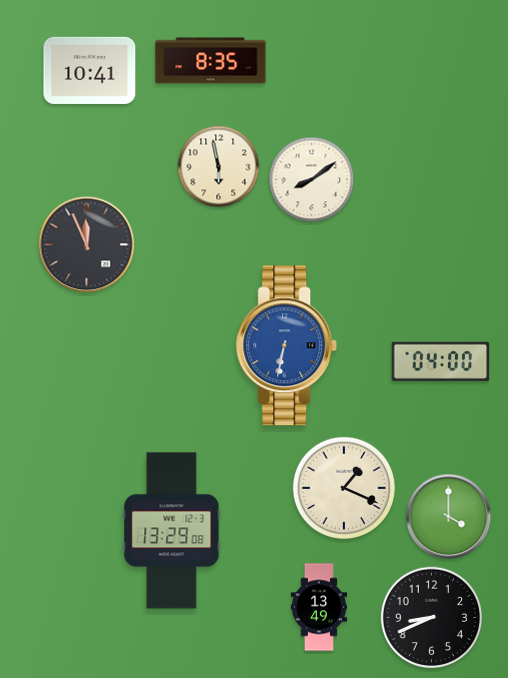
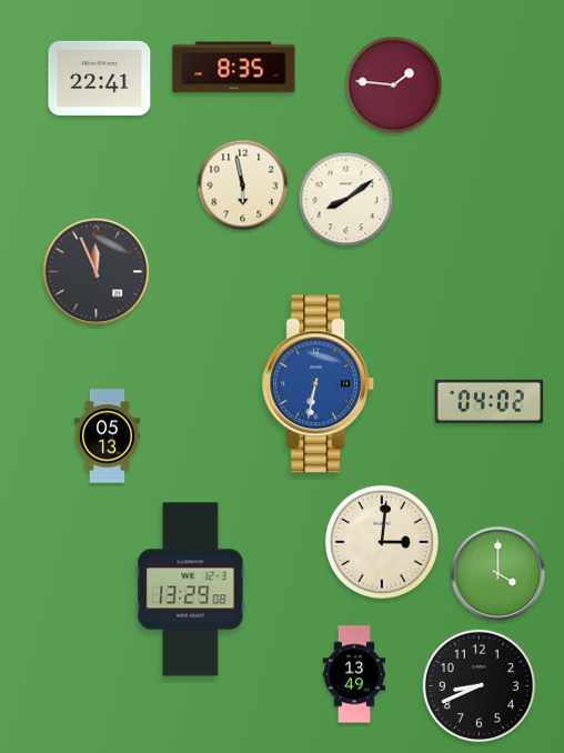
clock at (90, 70): 10:41 -> 22:41
clock at (394, 86): none -> 1:46
clock at (441, 361): 04:00 -> 04:02
clock at (107, 436): none -> 05:13
clock at (344, 488): 1:19 -> 3:01
